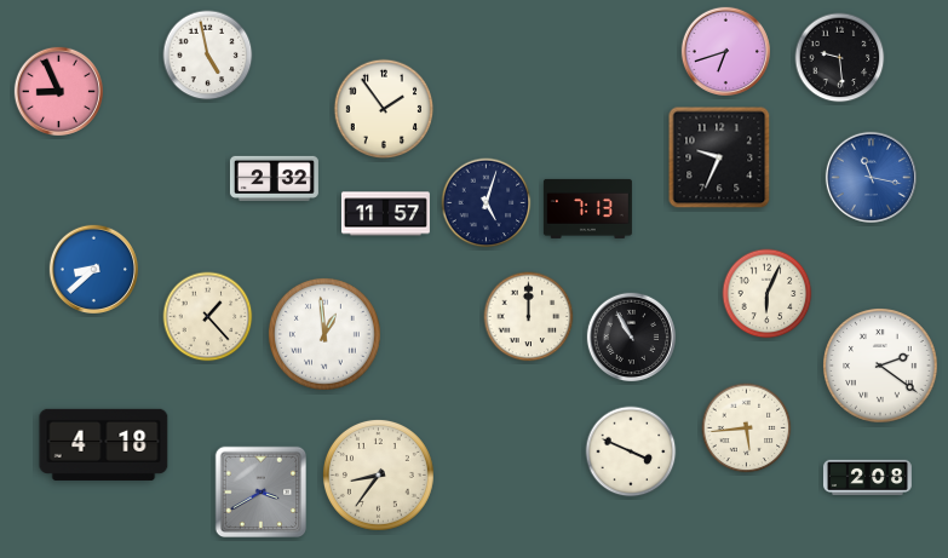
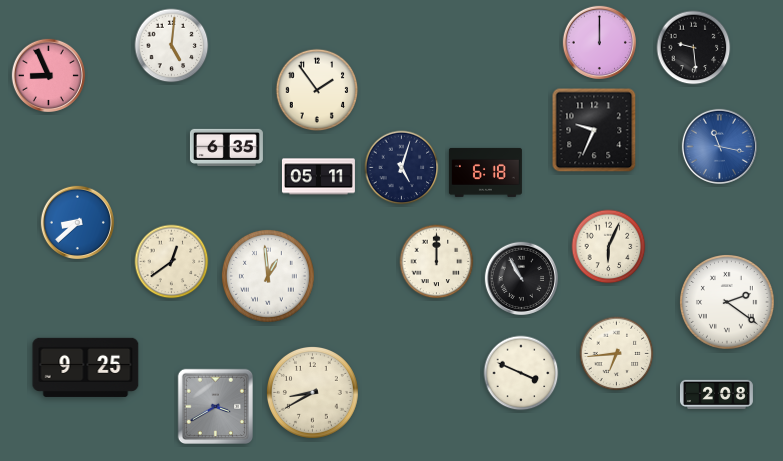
clock at (725, 51): 6:42 -> 12:00
clock at (208, 56): 4:58 -> 5:01
clock at (274, 178): 2:32 -> 6:35
clock at (587, 208): 7:13 -> 6:18
clock at (385, 214): 11:57 -> 05:11
clock at (768, 294) position: (768, 294) -> (609, 247)
clock at (208, 317): 1:23 -> 12:39
clock at (747, 428): 5:44 -> 6:44
clock at (104, 444): 4:18 -> 9:25
clock at (378, 474): 8:36 -> 8:40
